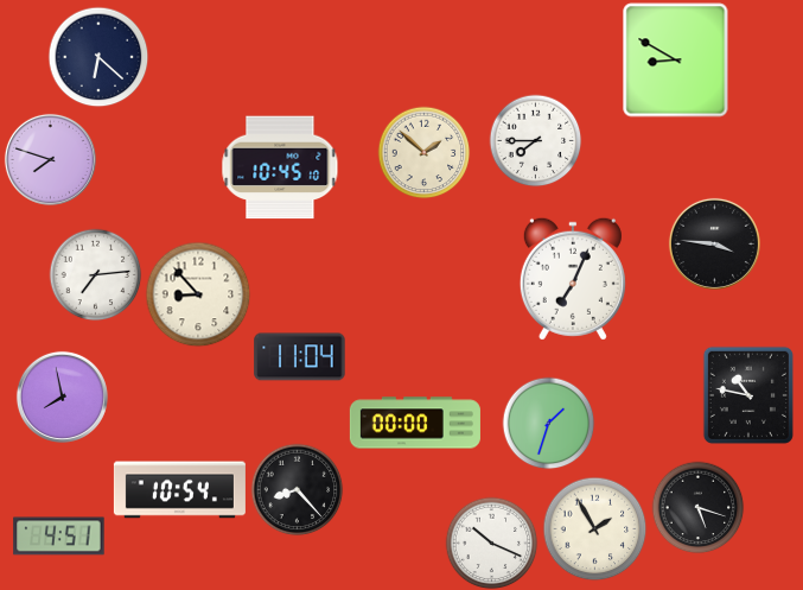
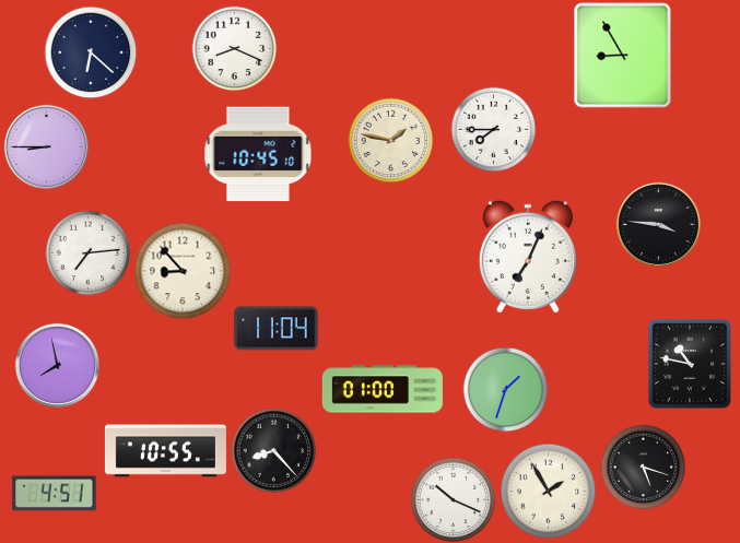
clock at (234, 48): none -> 8:19
clock at (676, 61): 8:50 -> 8:55
clock at (423, 152): 1:52 -> 1:47
clock at (50, 159): 7:48 -> 8:45
clock at (415, 423): 00:00 -> 01:00
clock at (179, 490): 10:54 -> 10:55
clock at (594, 528) position: (594, 528) -> (548, 491)
